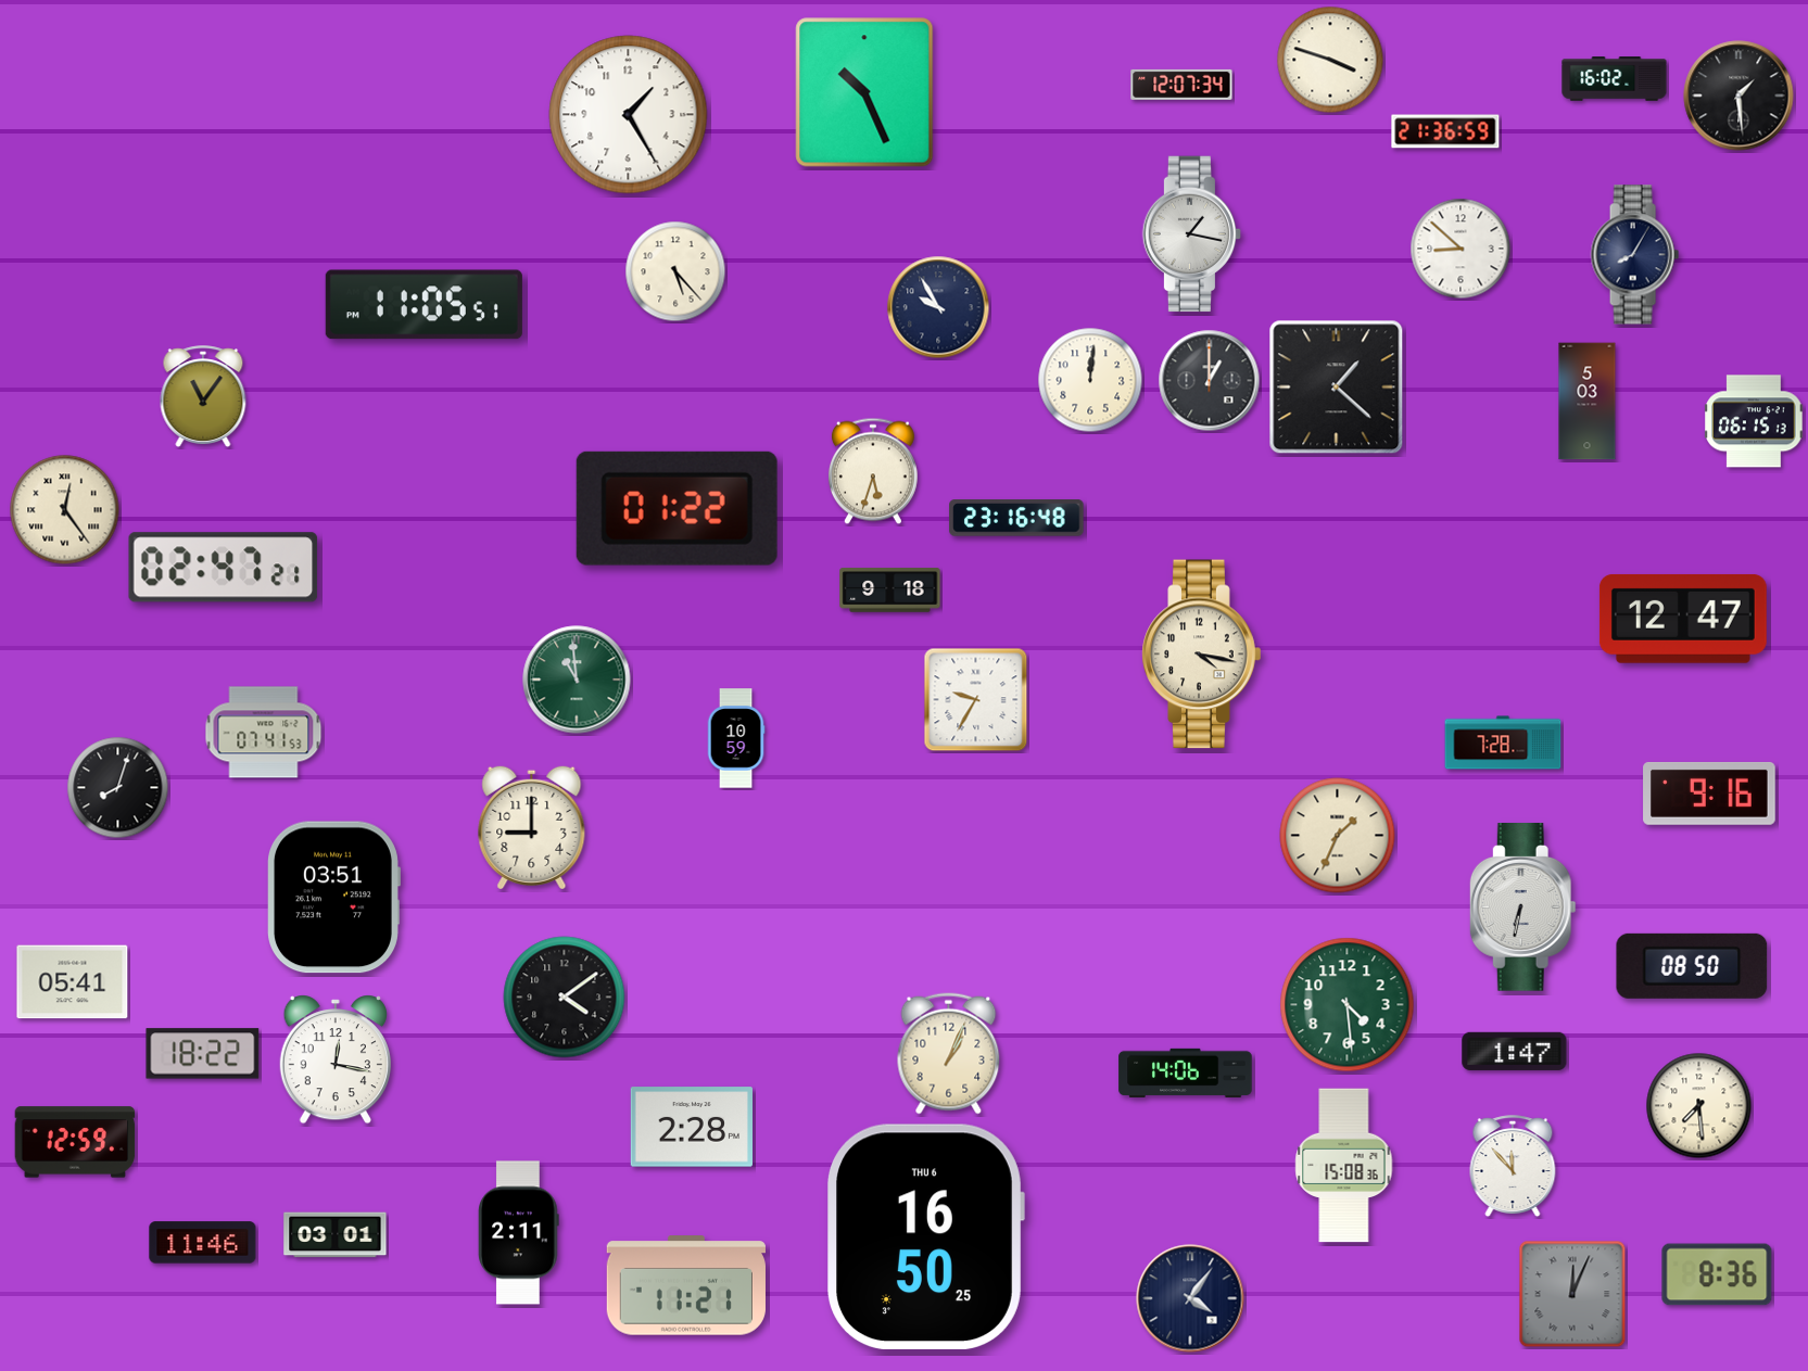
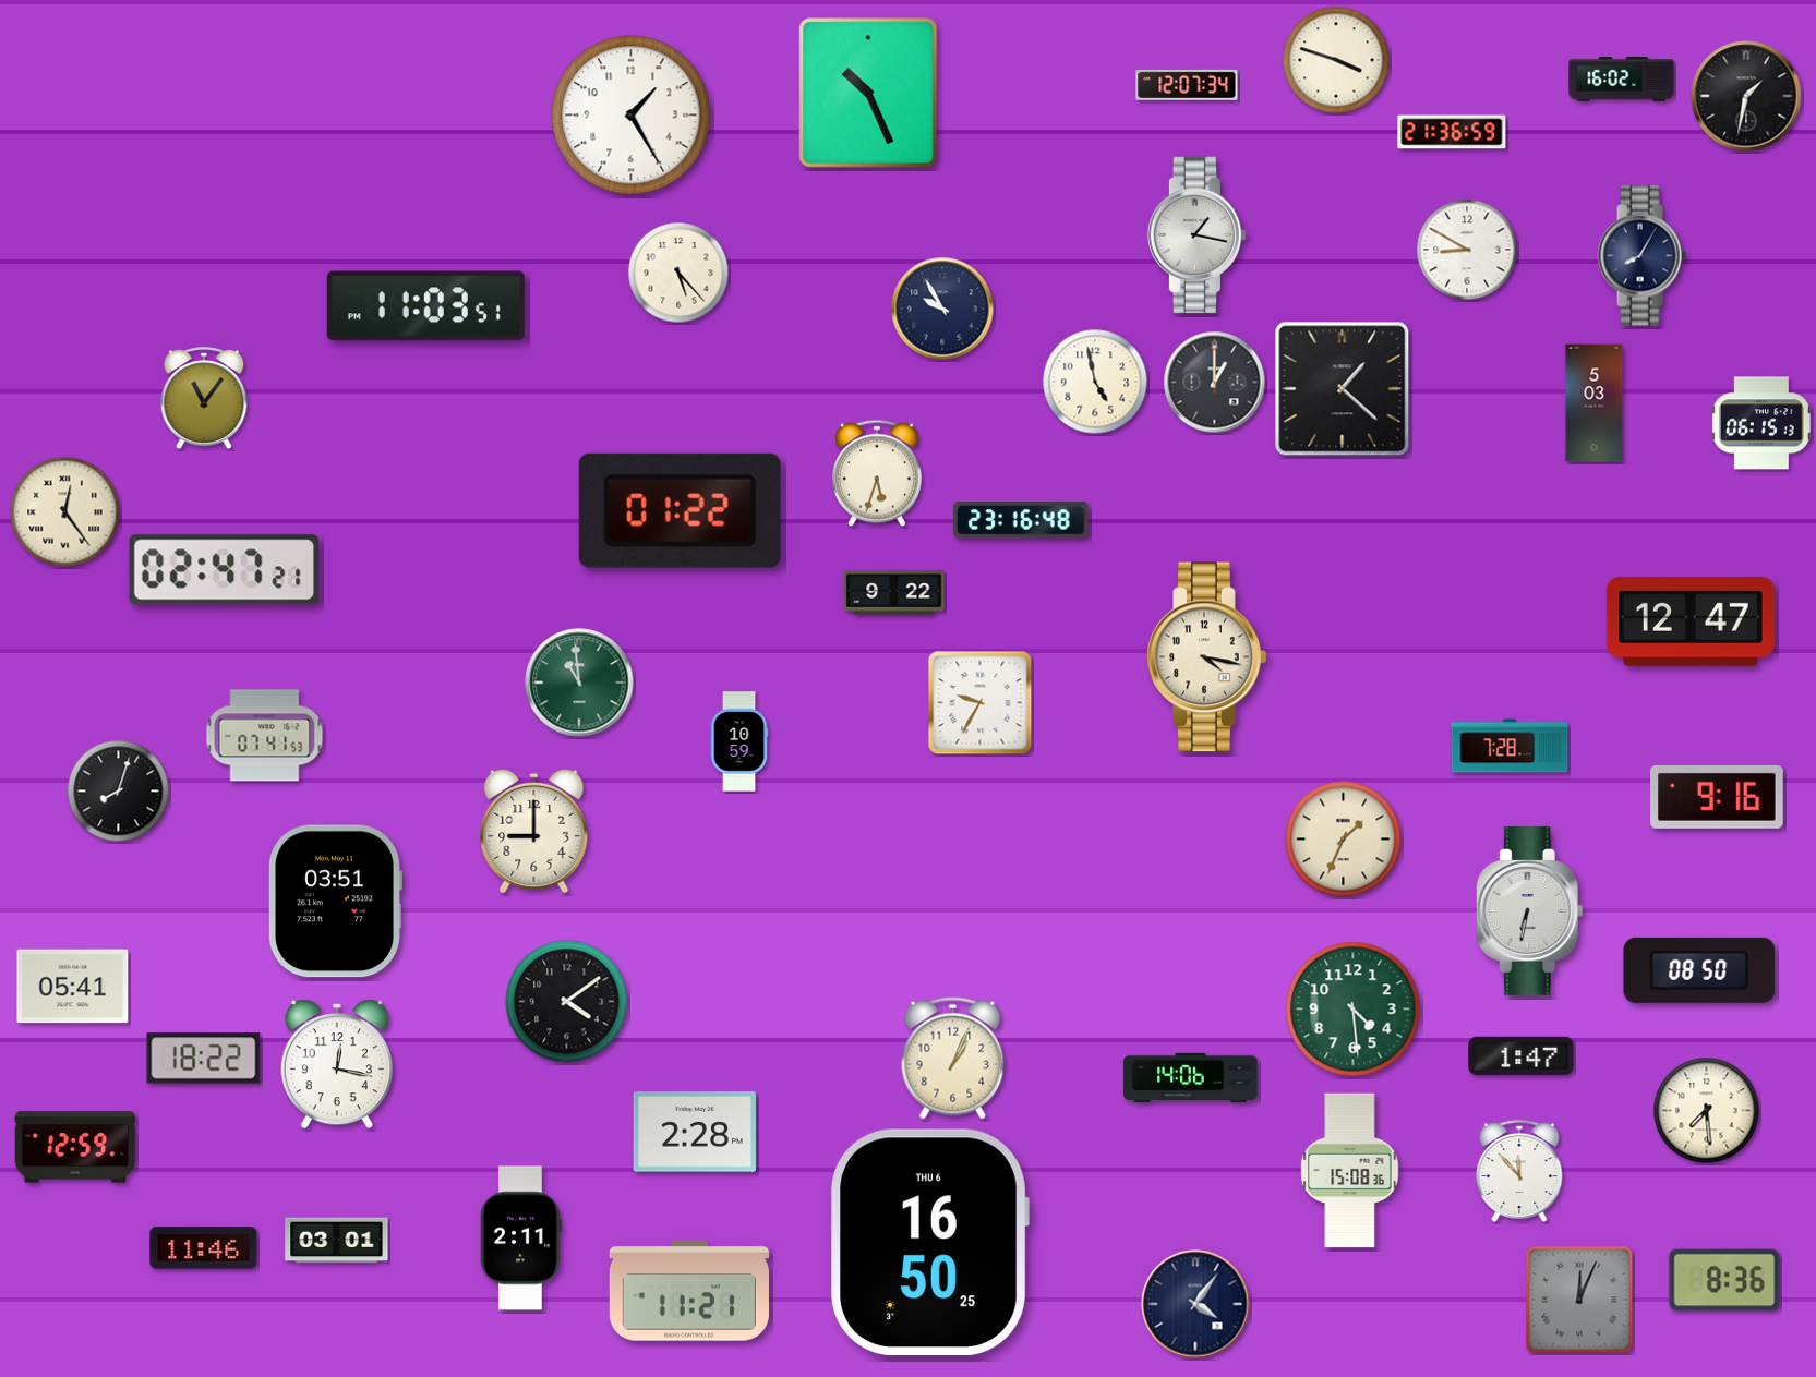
clock at (1739, 96): 1:29 -> 1:32
clock at (1461, 249): 8:52 -> 8:50
clock at (423, 305): 11:05 -> 11:03
clock at (1090, 380): 12:01 -> 4:58
clock at (890, 591): 9:18 -> 9:22
